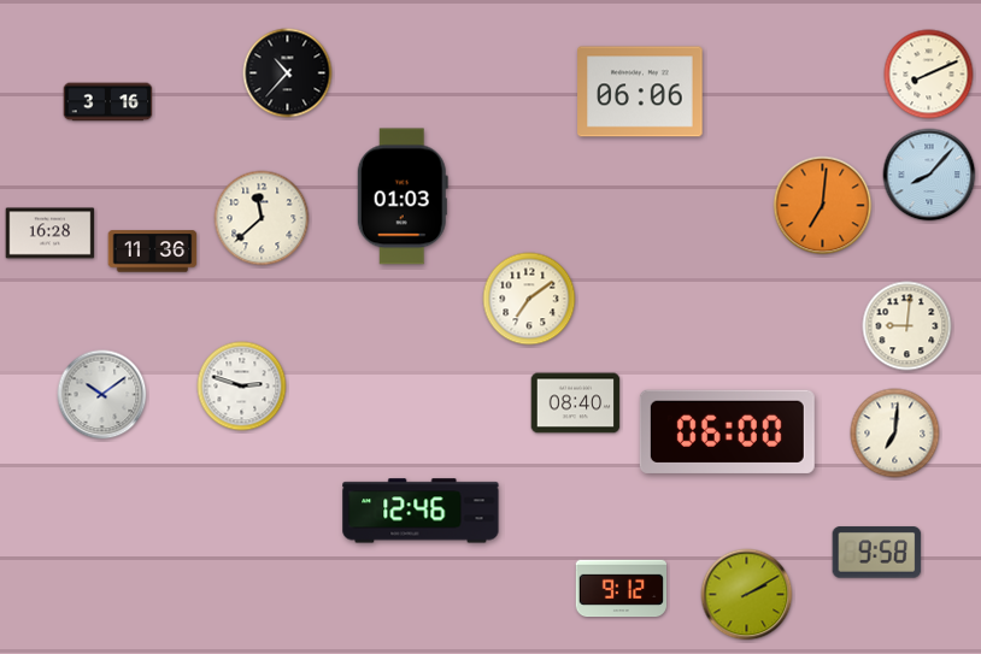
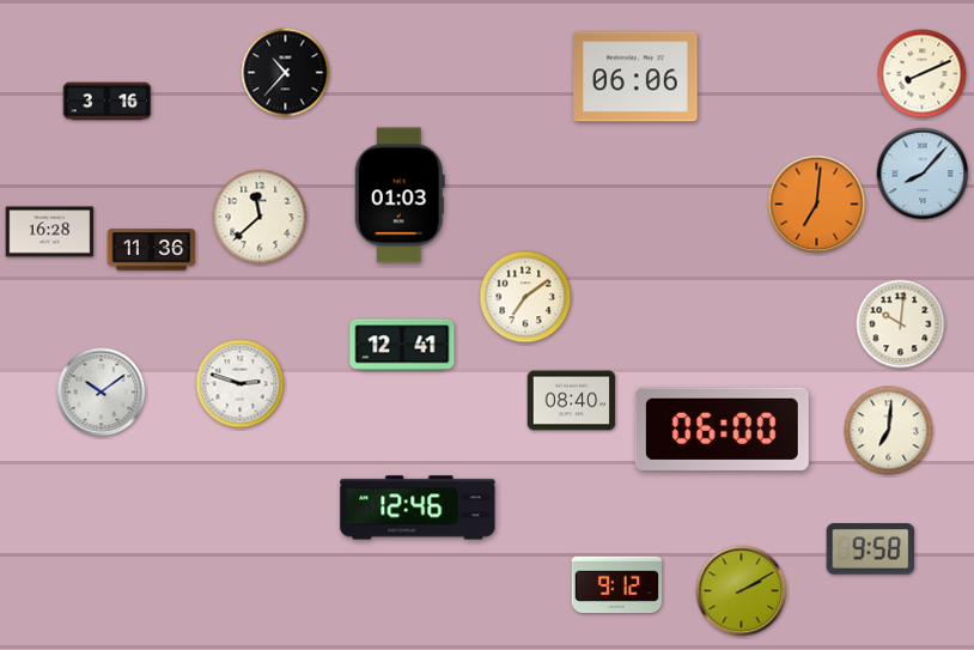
clock at (640, 92) position: (640, 92) -> (635, 77)
clock at (907, 326): 9:01 -> 10:01
clock at (402, 345): none -> 12:41
